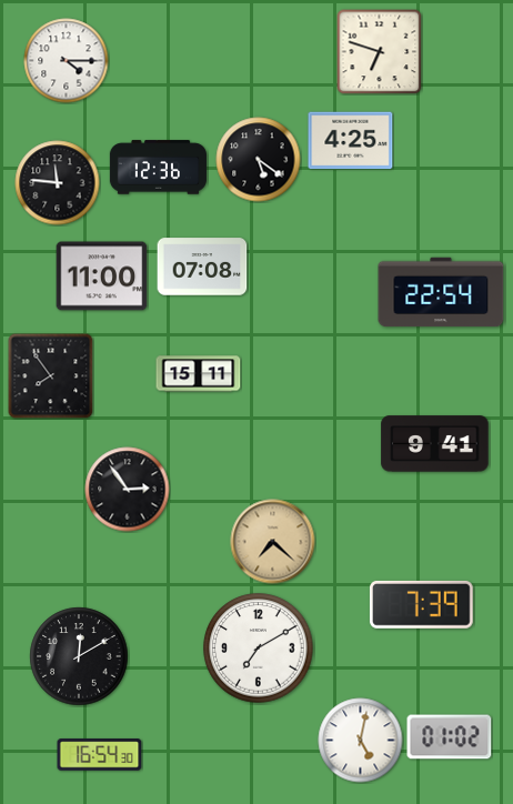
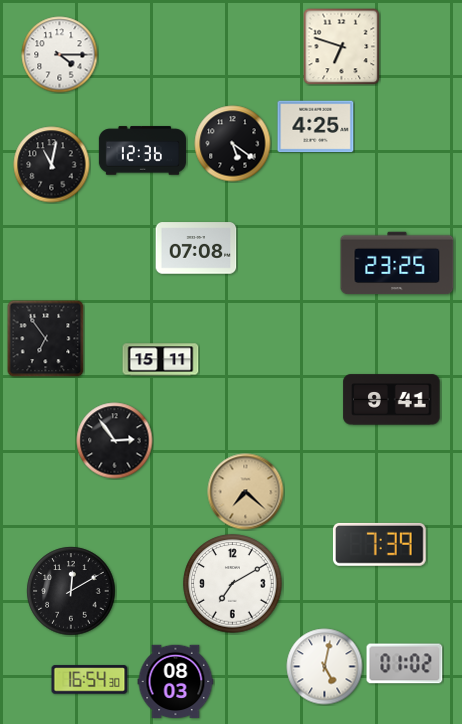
clock at (58, 183): 11:46 -> 11:02
clock at (202, 267) position: (202, 267) -> (196, 248)
clock at (102, 277): 11:00 -> none
clock at (441, 292): 22:54 -> 23:25
clock at (199, 374) position: (199, 374) -> (161, 360)
clock at (50, 375): 7:54 -> 6:54
clock at (273, 542) position: (273, 542) -> (246, 492)
clock at (176, 682): none -> 08:03
